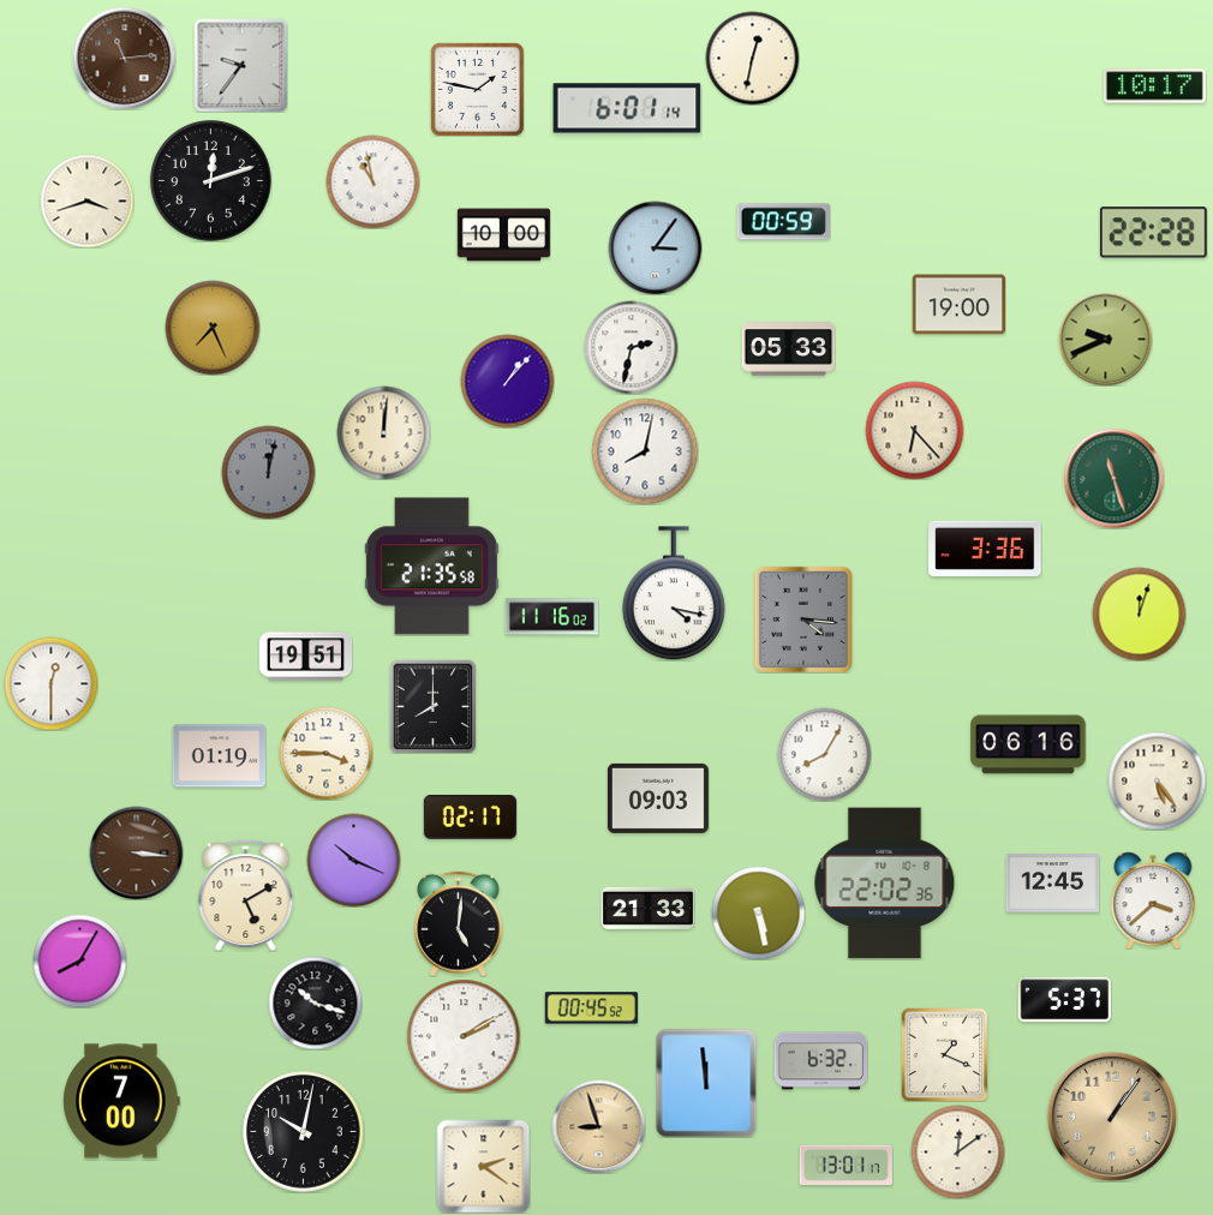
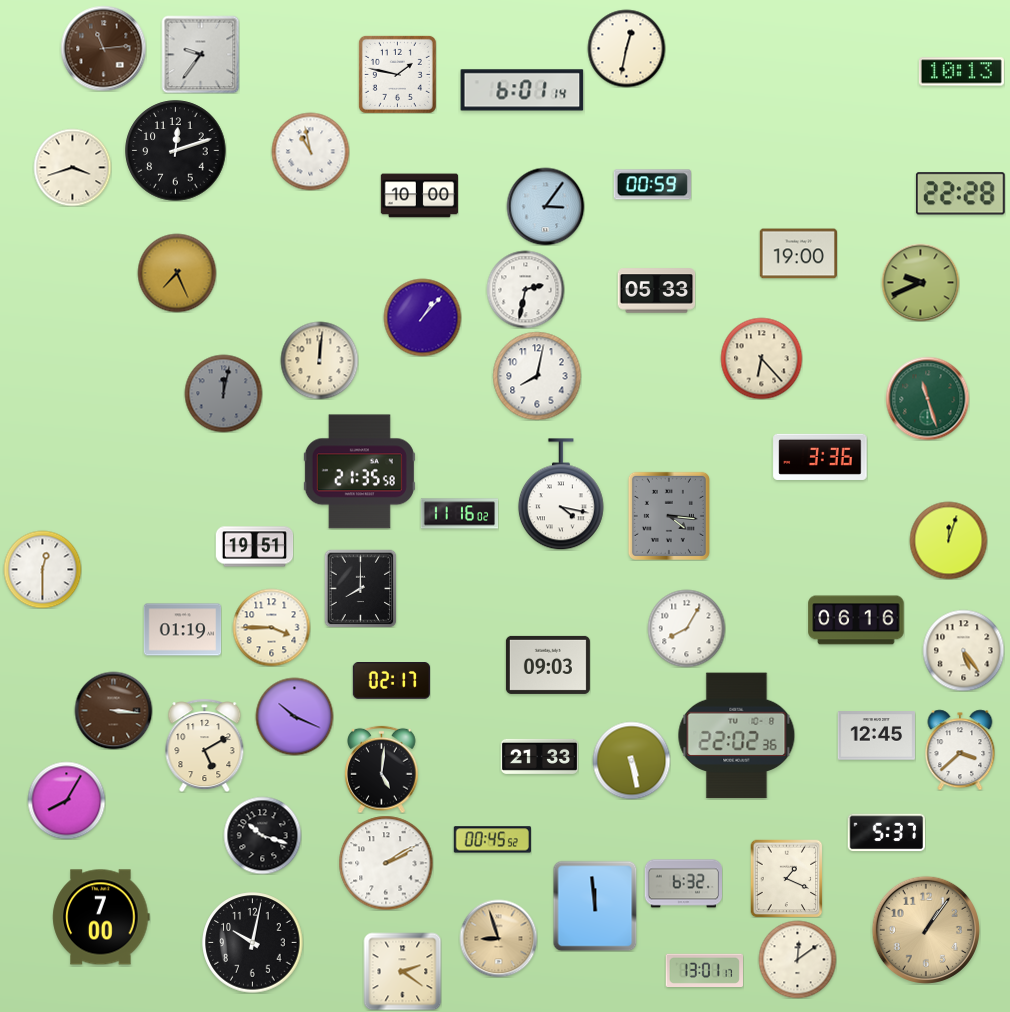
clock at (1154, 86): 10:17 -> 10:13
clock at (1139, 614) position: (1139, 614) -> (948, 540)
clock at (706, 1083) position: (706, 1083) -> (595, 906)
